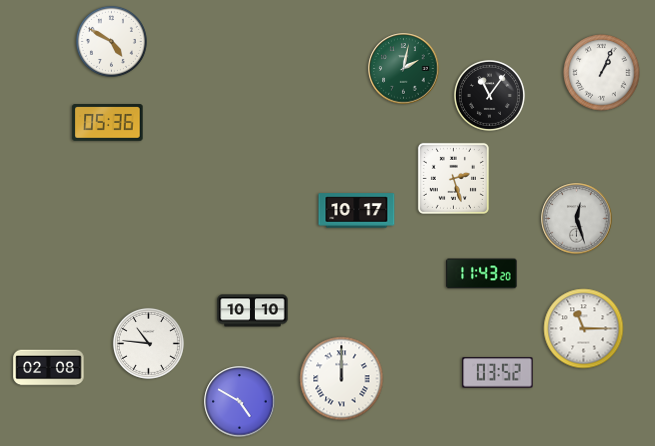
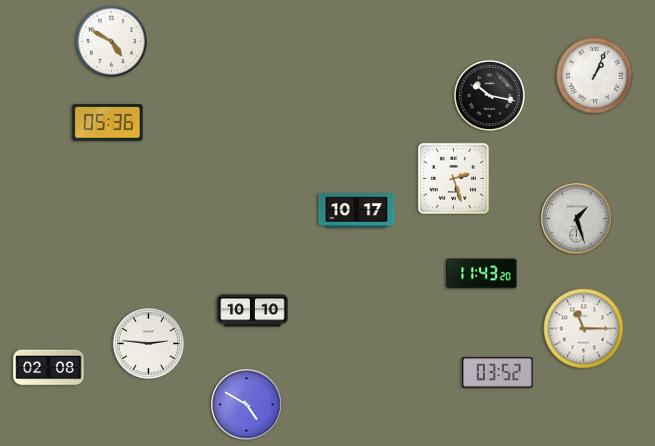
clock at (404, 69): 2:02 -> none
clock at (602, 73) position: (602, 73) -> (595, 76)
clock at (489, 95): 11:06 -> 10:17
clock at (577, 219): 12:27 -> 1:27
clock at (148, 343): 10:46 -> 2:46
clock at (342, 379): 12:00 -> none
clock at (240, 402) position: (240, 402) -> (247, 405)
